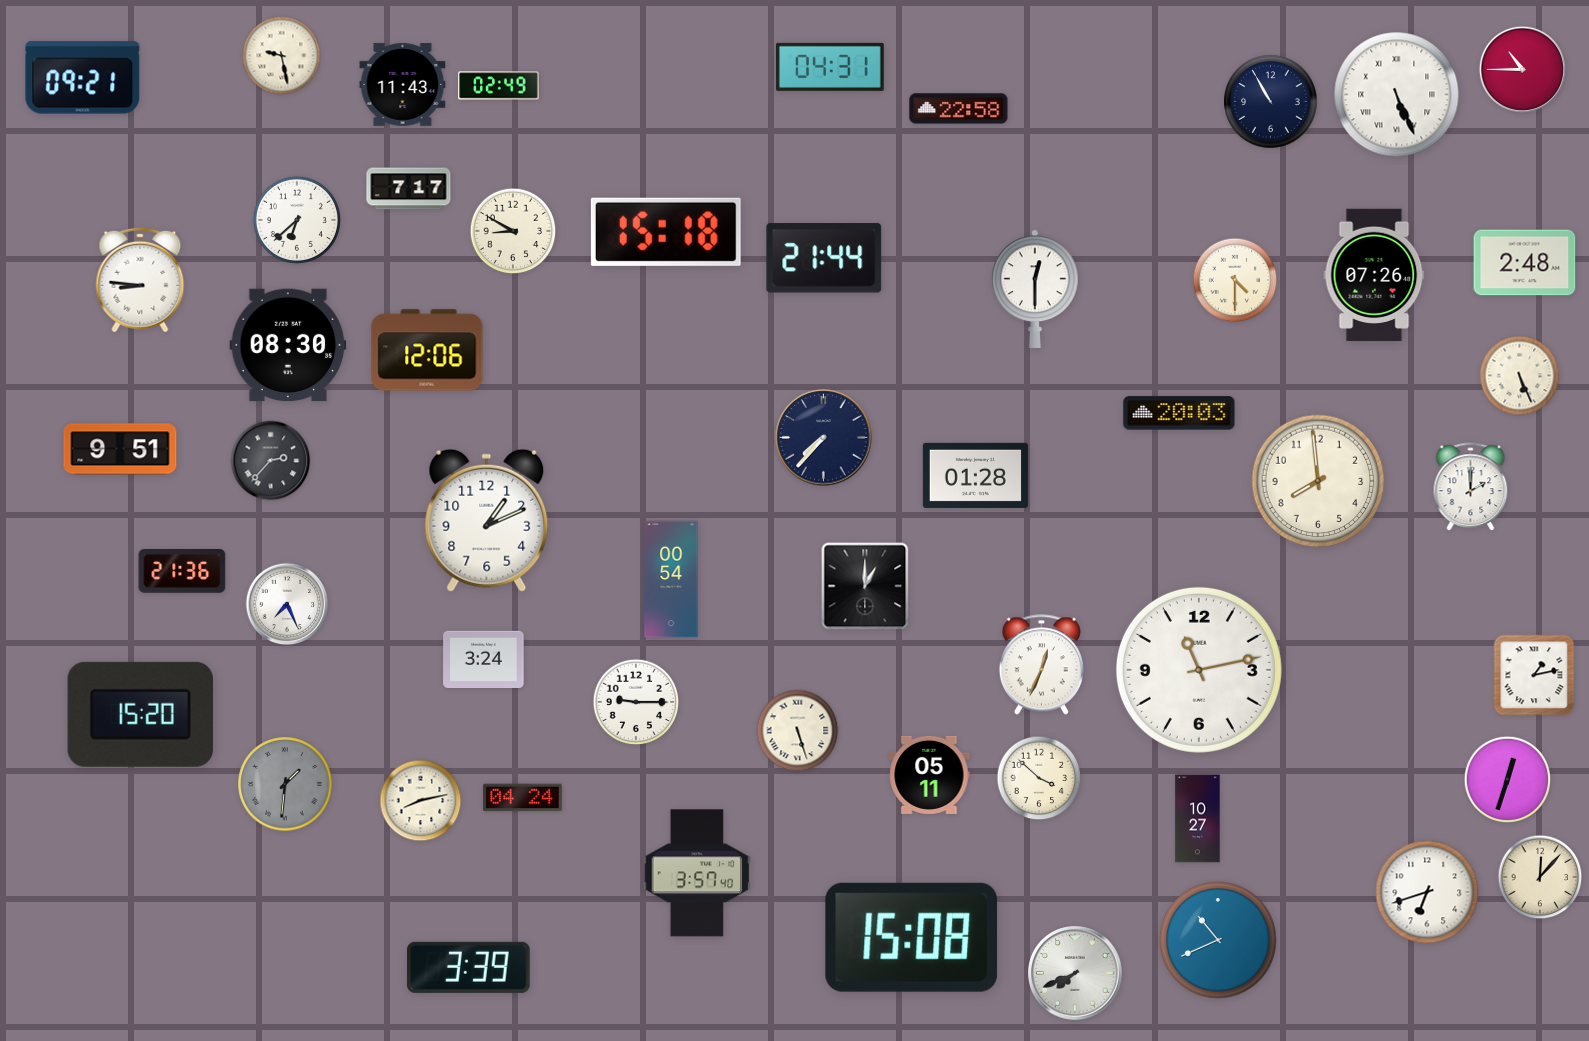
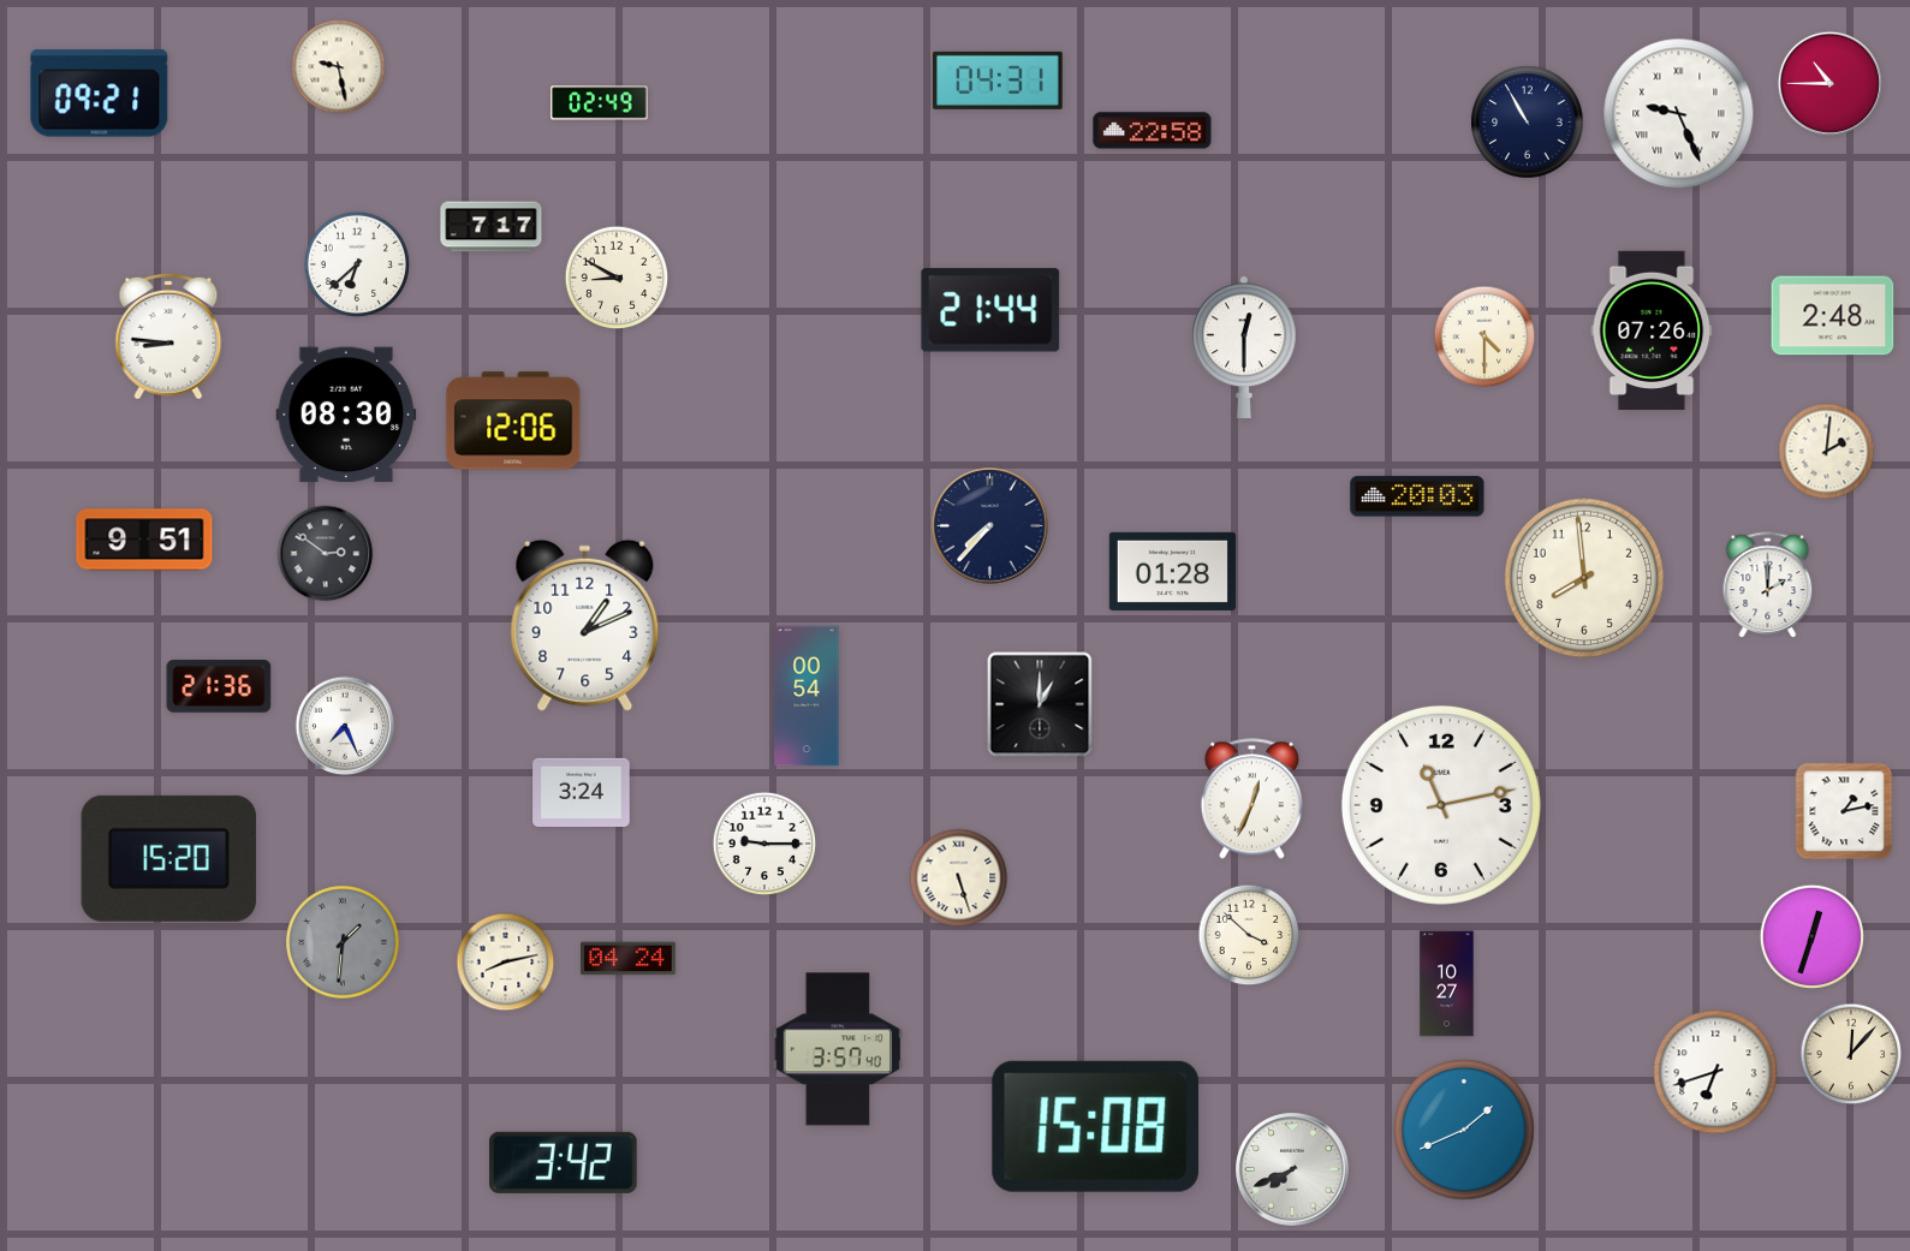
clock at (403, 85): 11:43 -> none
clock at (1397, 95): 5:26 -> 9:26
clock at (666, 232): 15:18 -> none
clock at (1520, 376): 5:26 -> 2:01
clock at (271, 461): 2:37 -> 2:51
clock at (929, 775): 05:11 -> none
clock at (1198, 819) position: (1198, 819) -> (1447, 984)
clock at (1219, 941): 10:41 -> 1:41
clock at (469, 967): 3:39 -> 3:42
